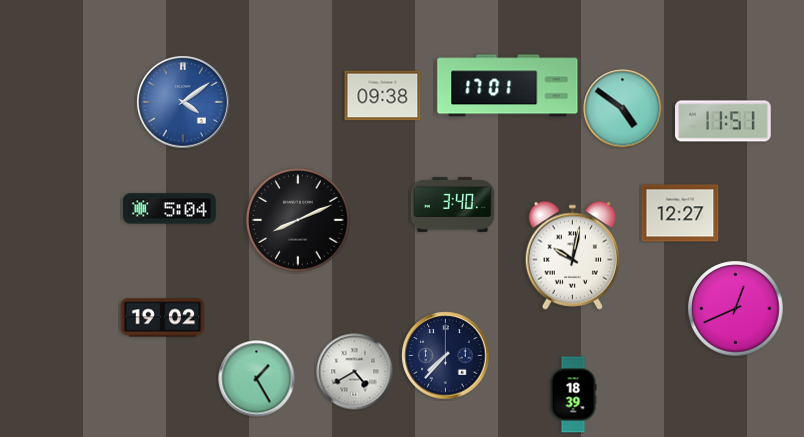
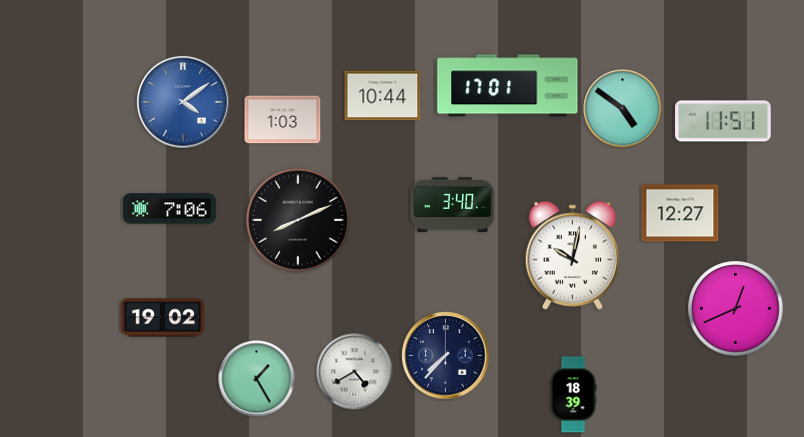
clock at (383, 96): 09:38 -> 10:44
clock at (283, 120): none -> 1:03
clock at (169, 209): 5:04 -> 7:06
